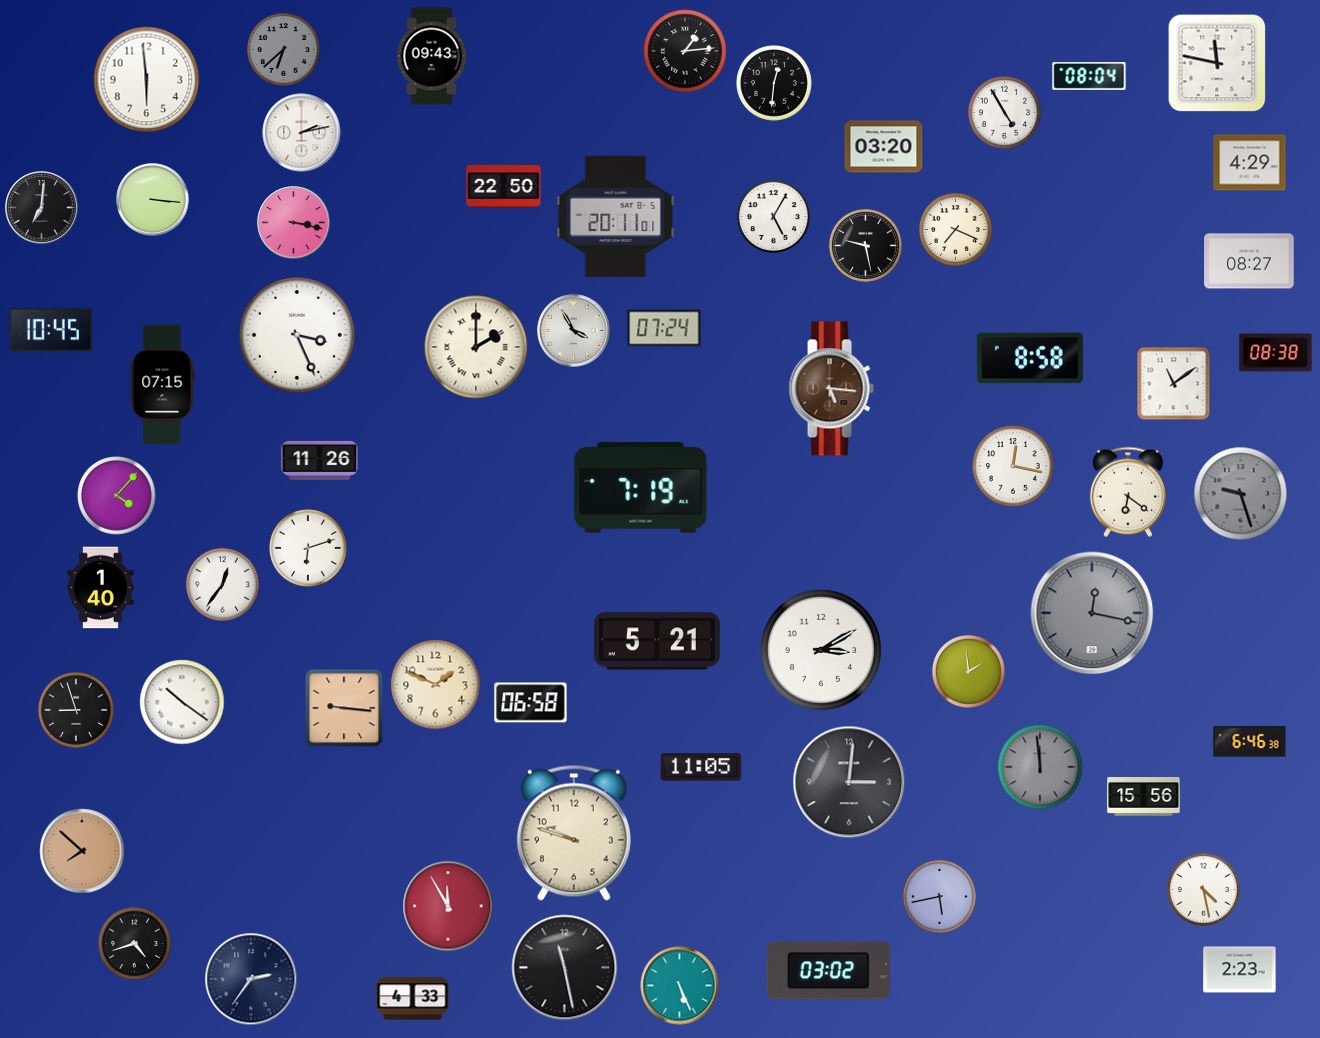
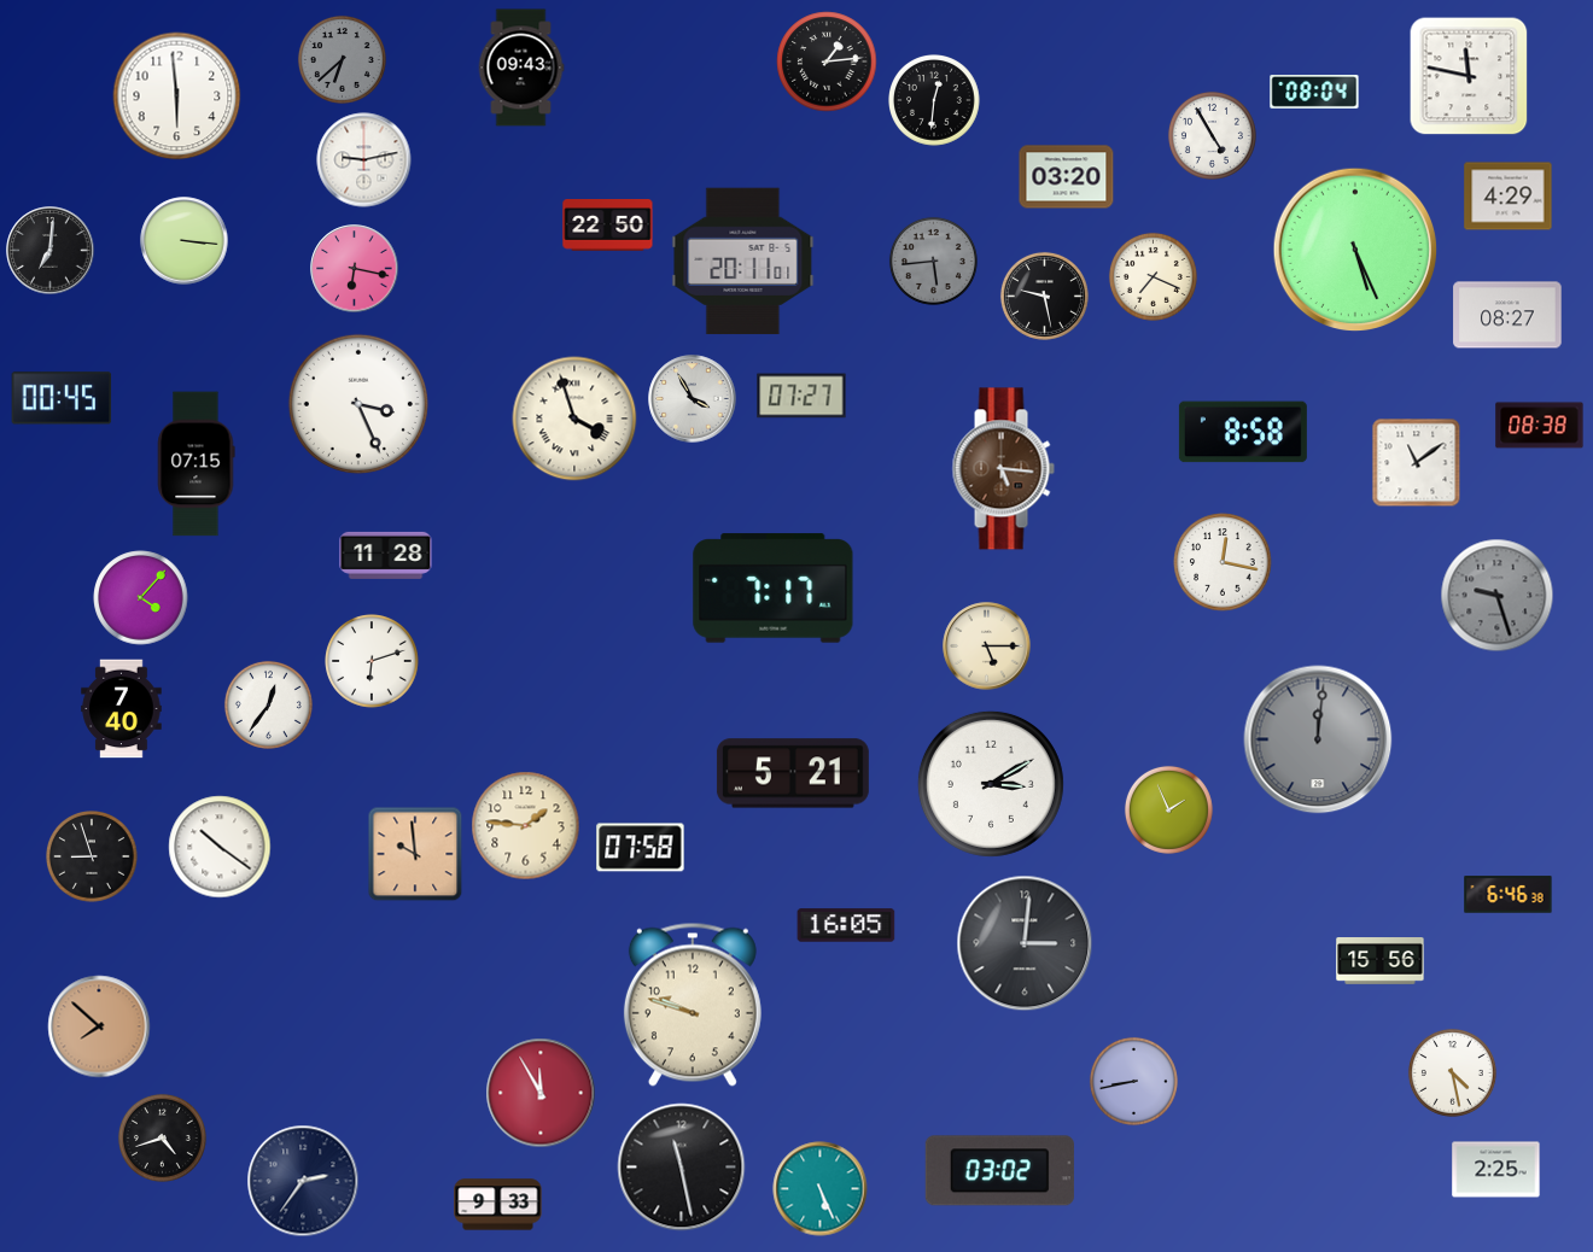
clock at (302, 133): 2:13 -> 9:13
clock at (1355, 250): none -> 5:26
clock at (773, 216): 5:05 -> 5:44
clock at (773, 216) dial: white -> grey
clock at (294, 223): 3:17 -> 6:17
clock at (664, 328): 07:24 -> 07:27
clock at (51, 330): 10:45 -> 00:45
clock at (476, 347): 2:00 -> 3:57
clock at (320, 460): 11:26 -> 11:28
clock at (641, 488): 7:19 -> 7:17
clock at (1128, 492): 6:21 -> none
clock at (987, 647): none -> 5:15
clock at (101, 588): 1:40 -> 7:40
clock at (1092, 613): 12:17 -> 12:01
clock at (968, 671): 1:59 -> 1:56
clock at (436, 685): 1:49 -> 1:46
clock at (531, 703): 06:58 -> 07:58
clock at (344, 708): 9:16 -> 9:59
clock at (701, 767): 11:05 -> 16:05
clock at (1040, 767): 11:59 -> none
clock at (939, 896): 5:43 -> 8:43
clock at (1240, 970): 2:23 -> 2:25
clock at (413, 999): 4:33 -> 9:33
